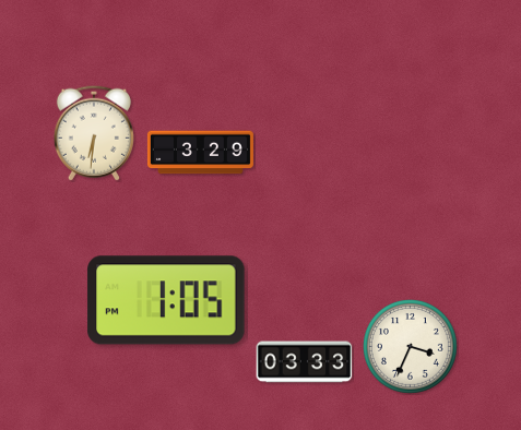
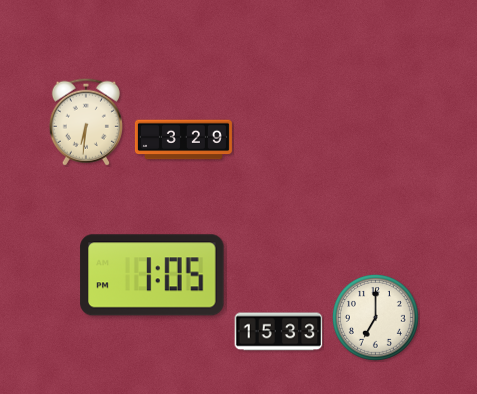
clock at (410, 346): 3:34 -> 7:00
clock at (305, 362): 03:33 -> 15:33
